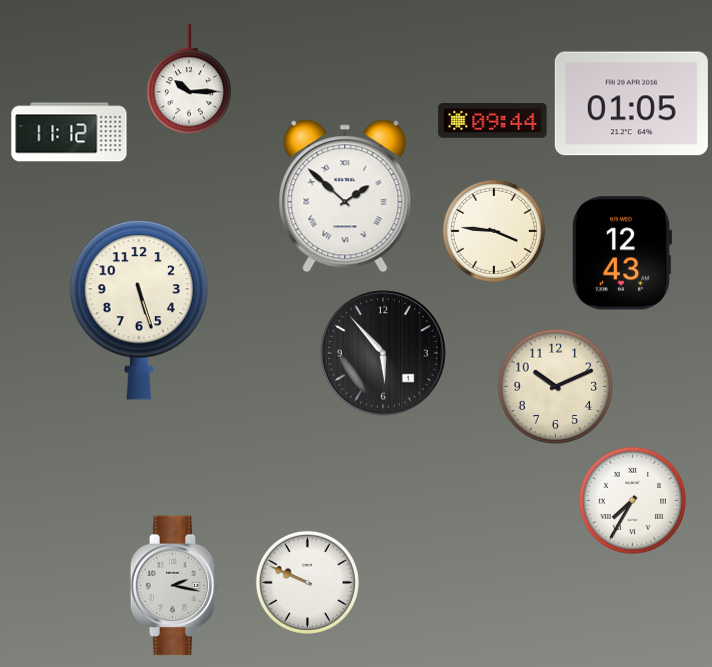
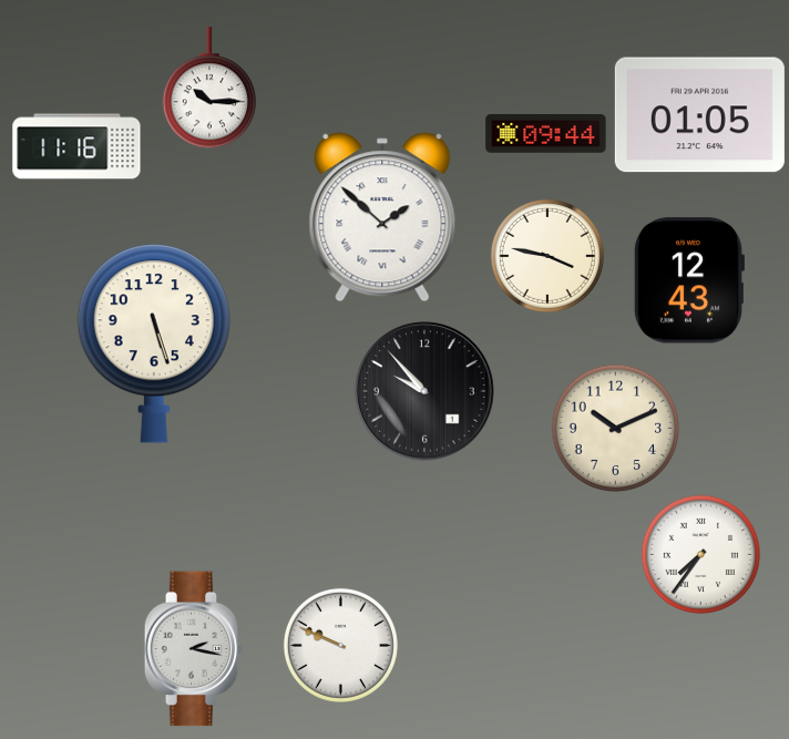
clock at (69, 132): 11:12 -> 11:16
clock at (494, 231): 3:46 -> 3:47
clock at (383, 353): 5:53 -> 9:53
clock at (632, 500): 7:35 -> 7:36
